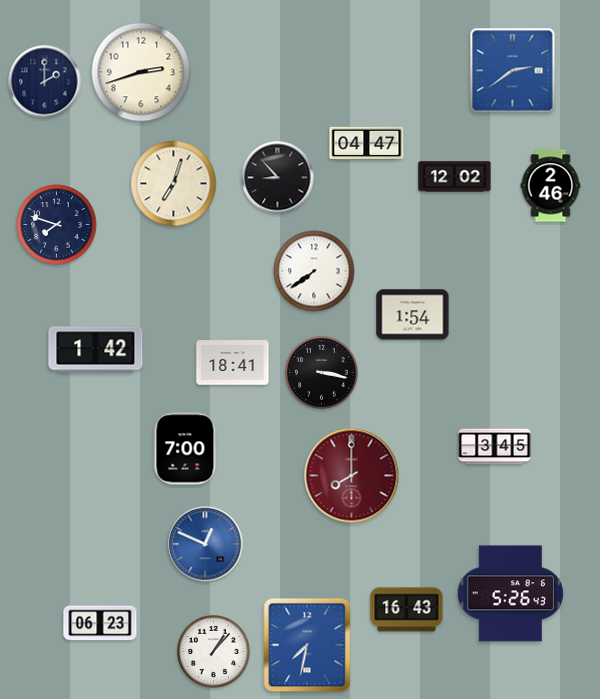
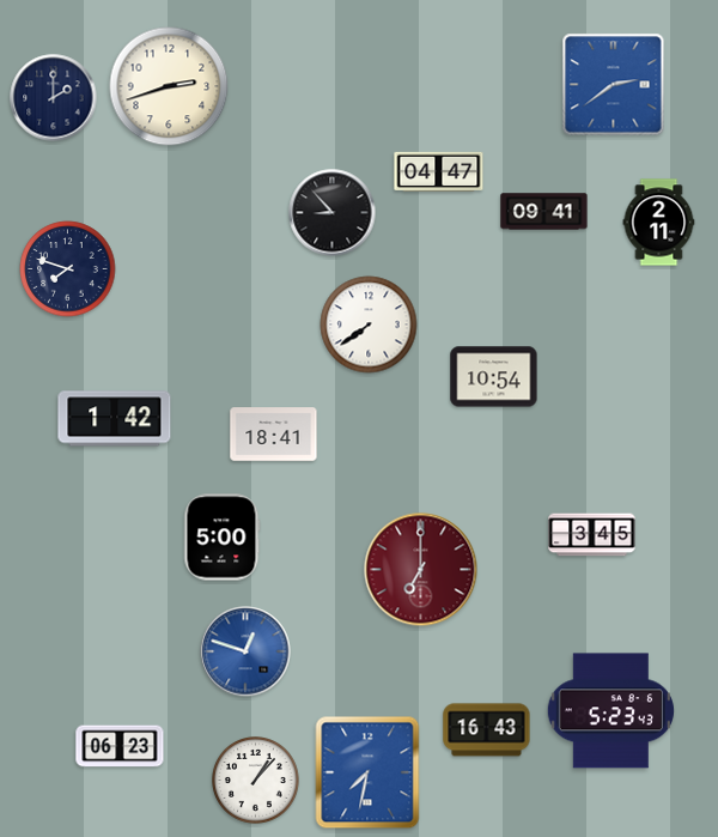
clock at (455, 177): 12:02 -> 09:41
clock at (174, 184): 7:03 -> none
clock at (551, 186): 2:46 -> 2:11
clock at (314, 271) position: (314, 271) -> (369, 325)
clock at (413, 315): 1:54 -> 10:54
clock at (233, 363) position: (233, 363) -> (274, 435)
clock at (322, 373): 3:17 -> none
clock at (186, 449): 7:00 -> 5:00
clock at (352, 476): 8:00 -> 7:00
clock at (205, 544): 12:49 -> 12:48
clock at (510, 594): 5:26 -> 5:23
